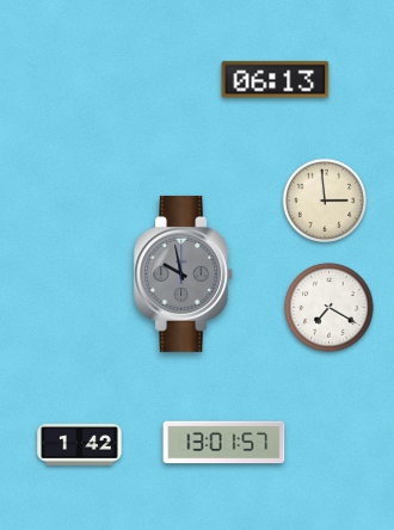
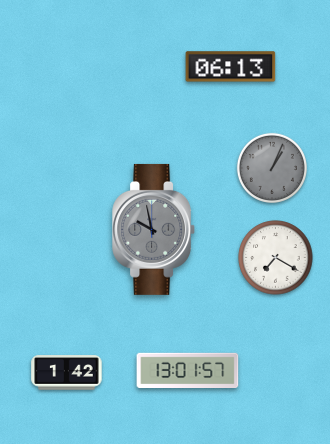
clock at (325, 201): 2:59 -> 1:04
clock at (325, 201) dial: cream -> grey
